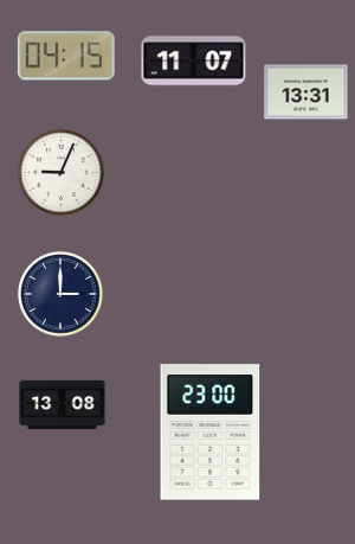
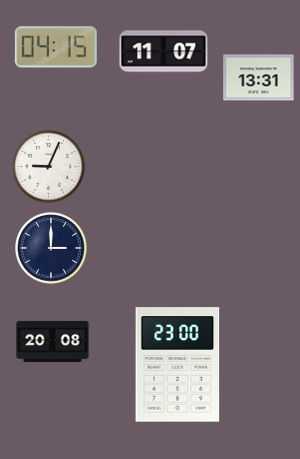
clock at (62, 173) position: (62, 173) -> (49, 167)
clock at (63, 404): 13:08 -> 20:08
